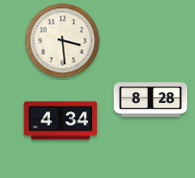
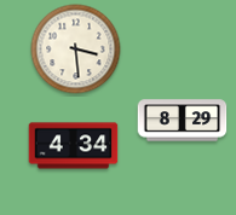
clock at (151, 100): 8:28 -> 8:29
